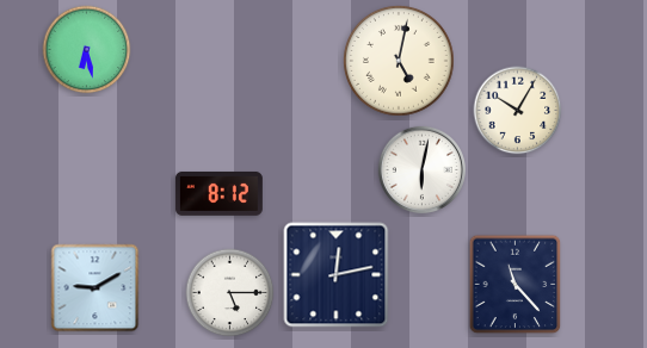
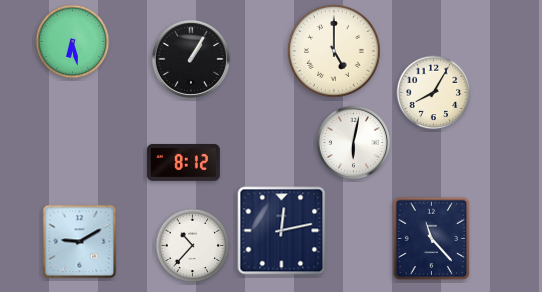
clock at (400, 62): 5:02 -> 5:00
clock at (191, 59): none -> 1:05
clock at (518, 111): 10:05 -> 8:05
clock at (230, 293): 5:15 -> 10:37
